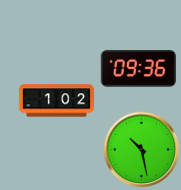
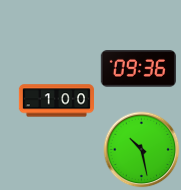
clock at (56, 101): 1:02 -> 1:00
